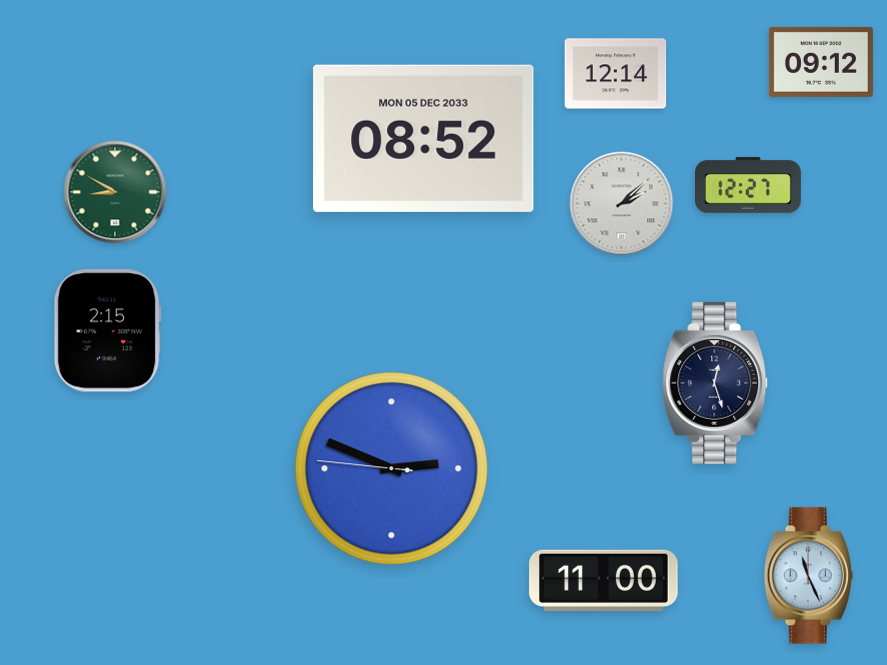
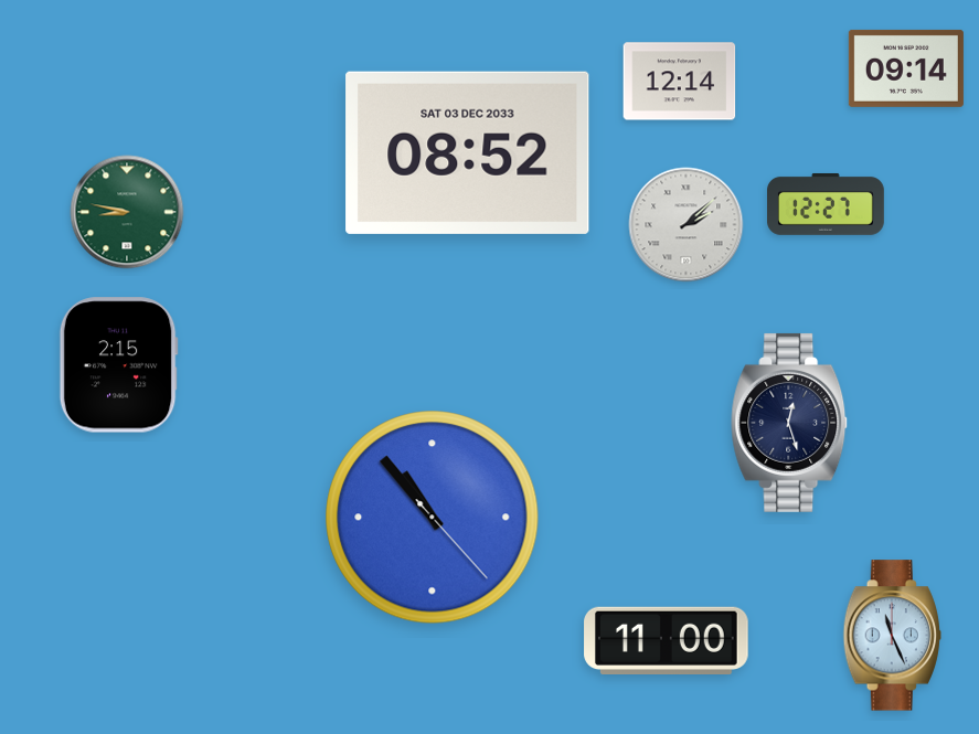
clock at (821, 62): 09:12 -> 09:14
clock at (424, 138) date: MON 05 DEC 2033 -> SAT 03 DEC 2033
clock at (115, 192): 8:50 -> 8:47
clock at (392, 469): 2:48 -> 10:53
